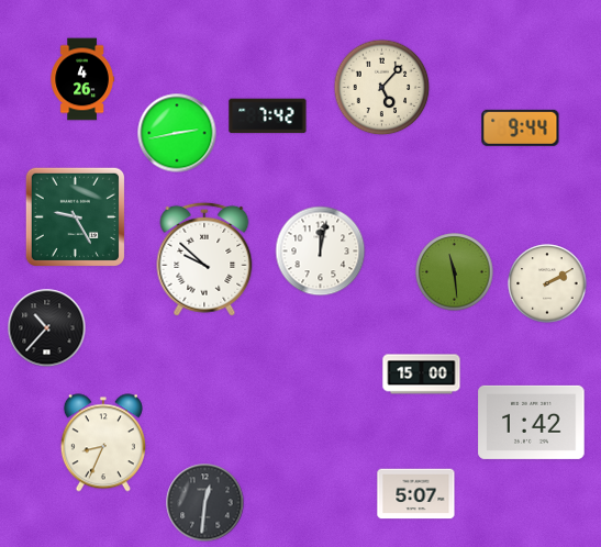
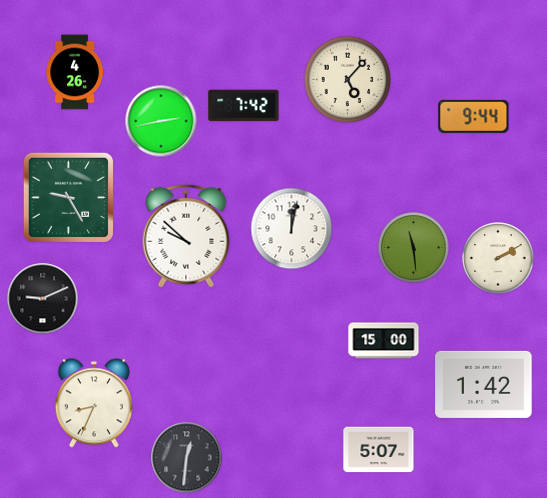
clock at (47, 328): 10:37 -> 9:11
